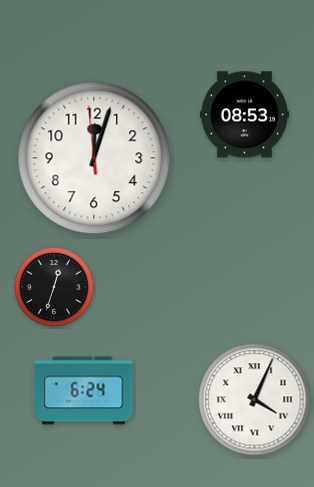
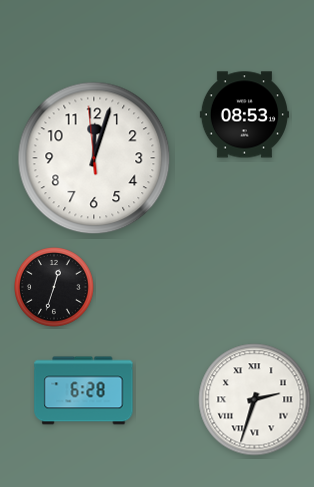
clock at (84, 391): 6:24 -> 6:28
clock at (255, 400): 4:04 -> 2:33
